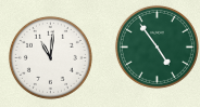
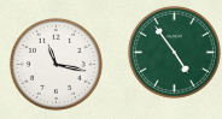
clock at (50, 57): 11:01 -> 11:17
